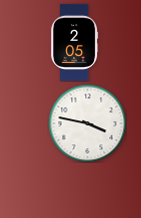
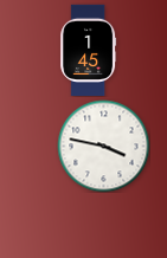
clock at (75, 42): 2:05 -> 1:45
